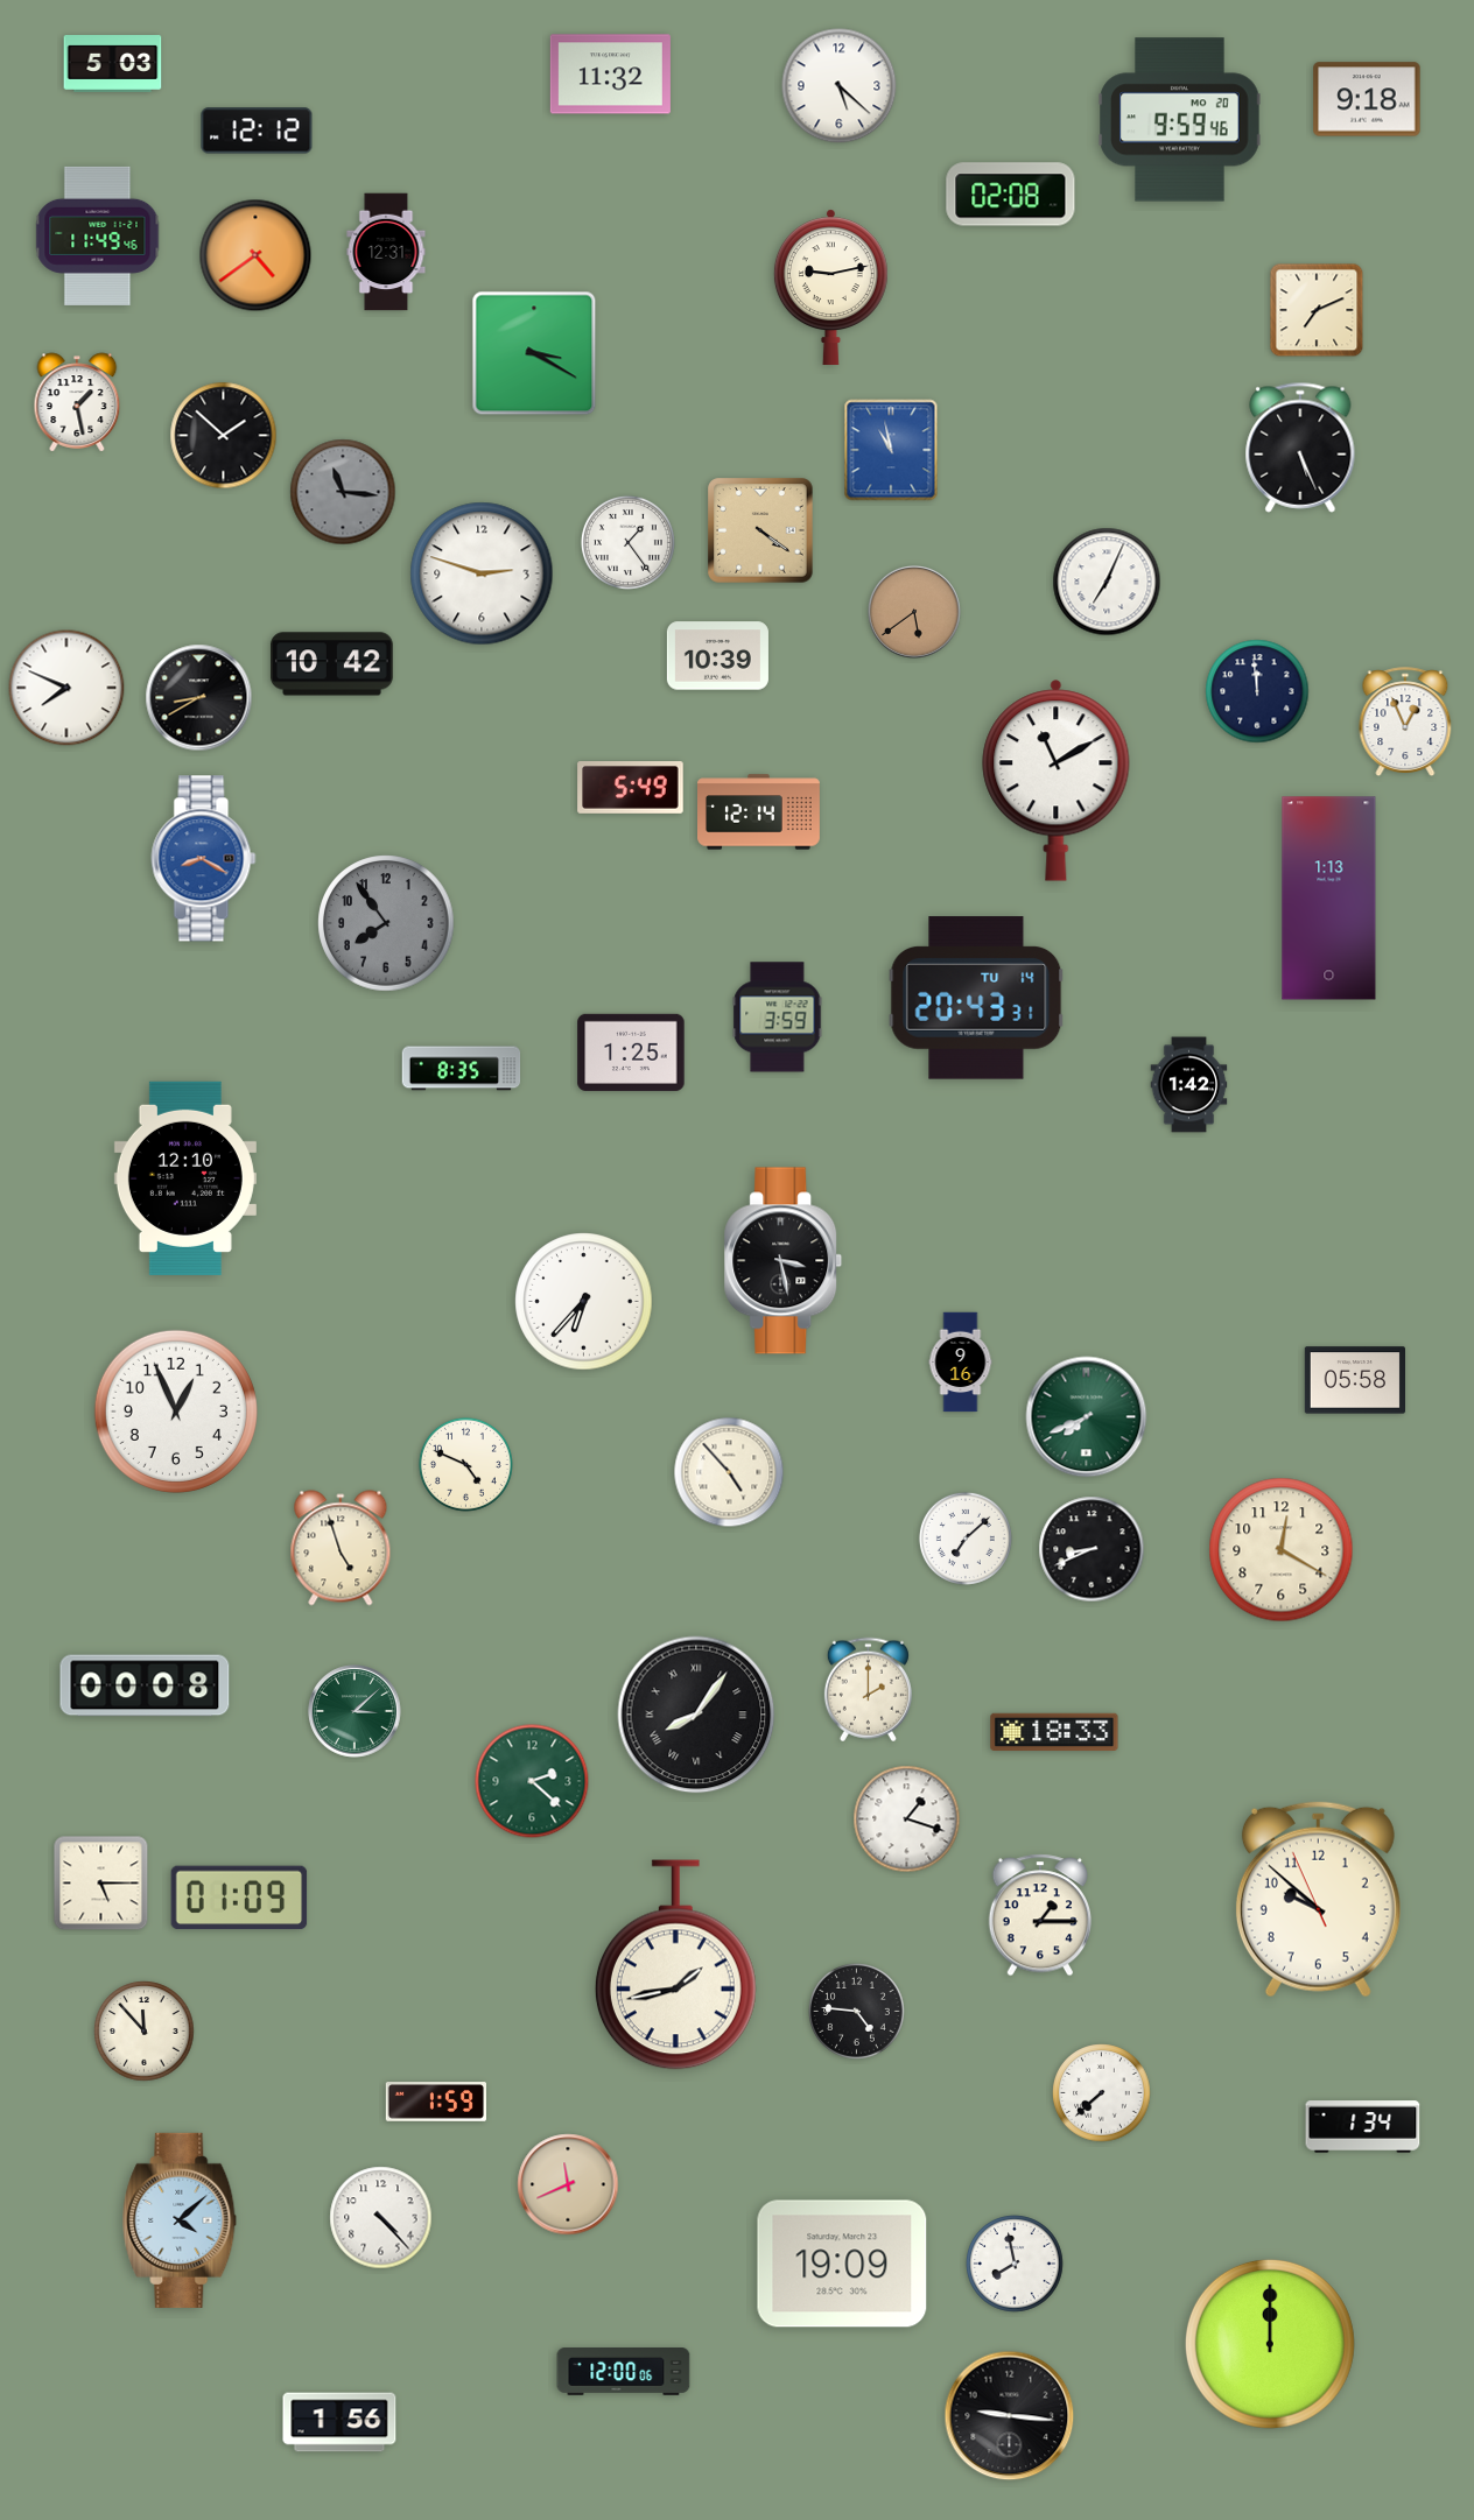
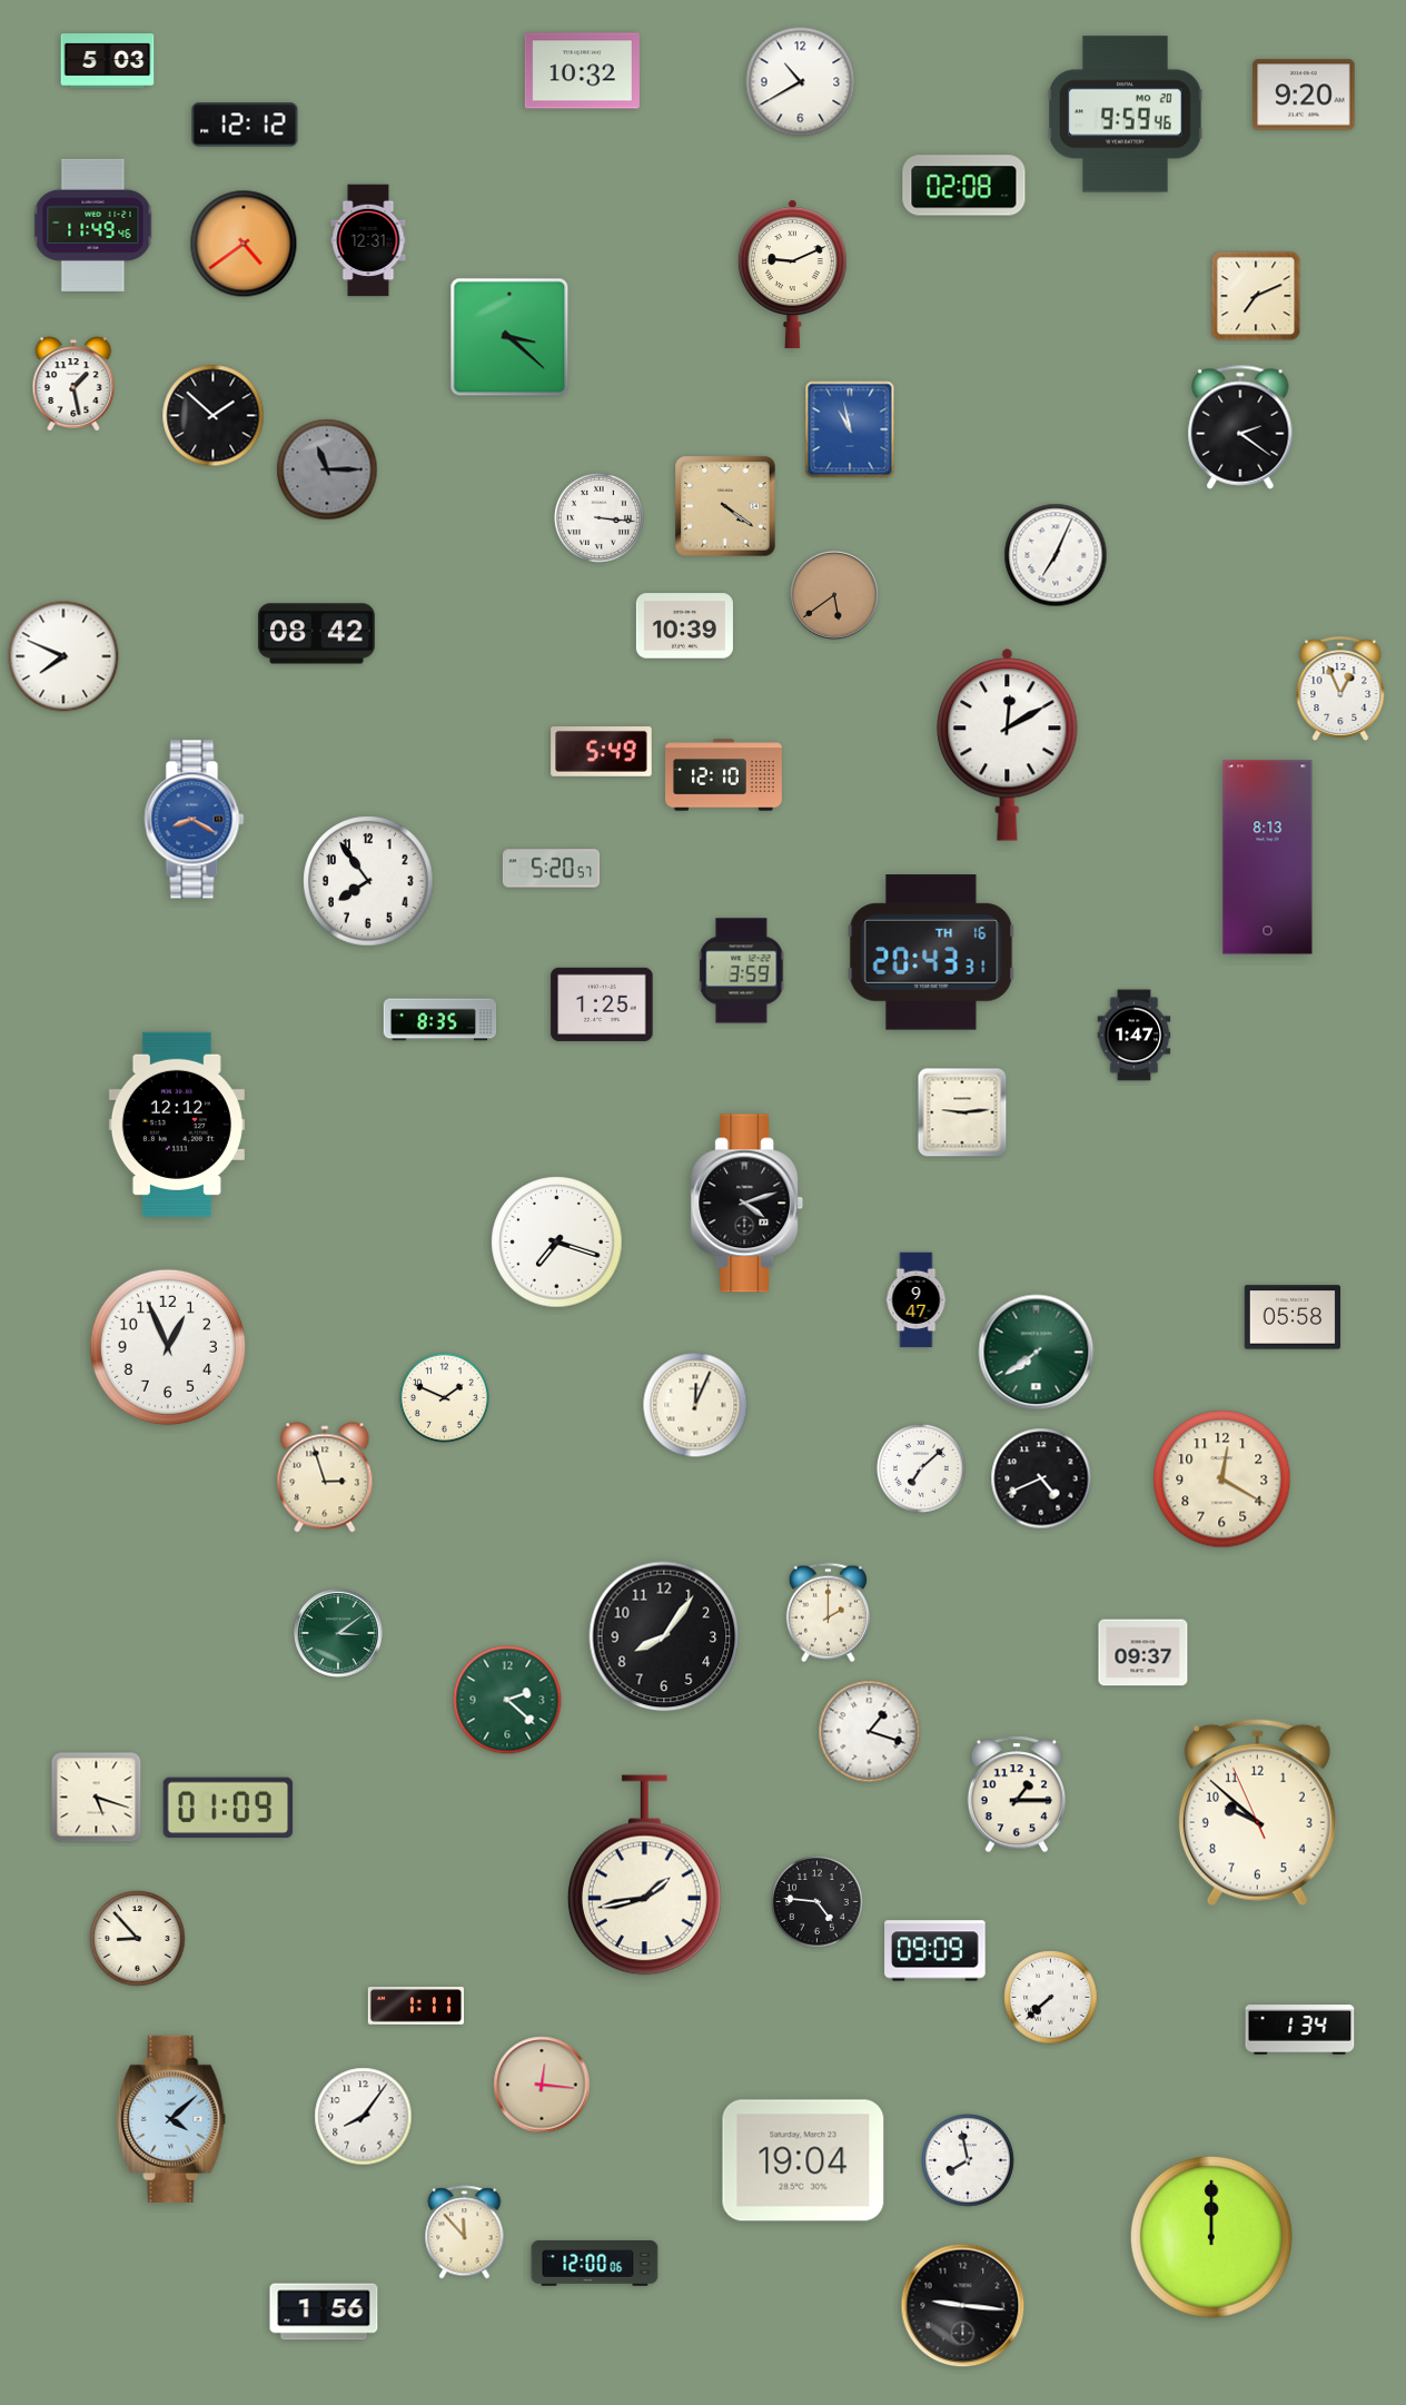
clock at (610, 75): 11:32 -> 10:32
clock at (840, 86): 5:22 -> 10:40
clock at (1367, 99): 9:18 -> 9:20
clock at (830, 287): 9:13 -> 9:11
clock at (534, 353): 3:20 -> 3:22
clock at (1300, 448): 5:26 -> 2:21
clock at (343, 492): 11:16 -> 11:15
clock at (627, 542): 1:24 -> 3:16
clock at (482, 573): 2:48 -> none
clock at (914, 612) position: (914, 612) -> (834, 595)
clock at (331, 664): 10:42 -> 08:42
clock at (1257, 691): 11:59 -> none
clock at (199, 698): 8:40 -> none
clock at (1057, 781): 11:10 -> 12:10
clock at (759, 812): 12:14 -> 12:10
clock at (1329, 899): 1:13 -> 8:13
clock at (551, 869): none -> 5:20
clock at (386, 923) dial: grey -> white
clock at (976, 998) date: TU 14 -> TH 16
clock at (1189, 1085): 1:42 -> 1:47
clock at (962, 1112): none -> 9:14
clock at (185, 1178): 12:10 -> 12:12
clock at (784, 1261): 3:28 -> 4:12
clock at (584, 1302): 6:37 -> 7:18
clock at (961, 1363): 9:16 -> 9:47
clock at (1087, 1417): 7:41 -> 7:39
clock at (465, 1464): 4:49 -> 1:49
clock at (729, 1472): 4:53 -> 12:04
clock at (341, 1548): 4:57 -> 2:57
clock at (1092, 1549): 8:41 -> 4:41
clock at (145, 1685): 00:08 -> none
clock at (355, 1711): 3:08 -> 3:09
clock at (696, 1715) numerals: Roman -> Arabic
clock at (1054, 1731): 18:33 -> none
clock at (1143, 1653): none -> 09:37
clock at (907, 1819) position: (907, 1819) -> (870, 1732)
clock at (101, 1884): 5:15 -> 5:18
clock at (239, 1898) position: (239, 1898) -> (228, 1808)
clock at (1039, 1915) position: (1039, 1915) -> (1016, 1794)
clock at (857, 2012) position: (857, 2012) -> (818, 1902)
clock at (145, 2032): 11:53 -> 8:53
clock at (935, 1951): none -> 09:09
clock at (435, 2102): 1:59 -> 1:11
clock at (568, 2184): 11:41 -> 12:16
clock at (381, 2218): 4:23 -> 8:06
clock at (842, 2264): 19:09 -> 19:04
clock at (465, 2233): none -> 11:53
